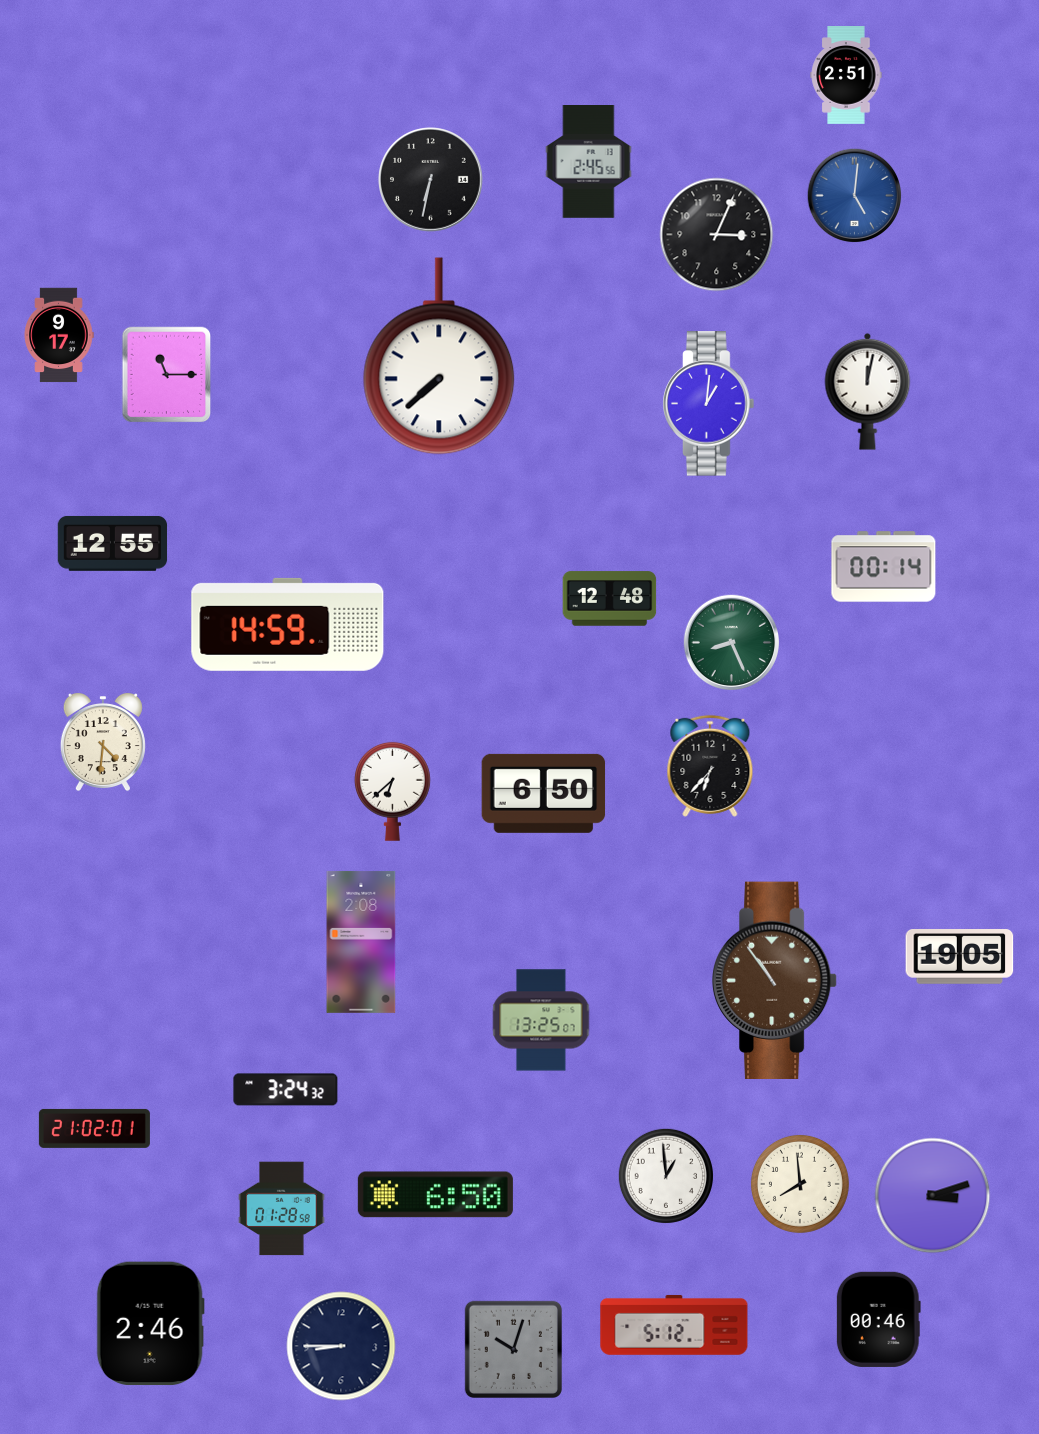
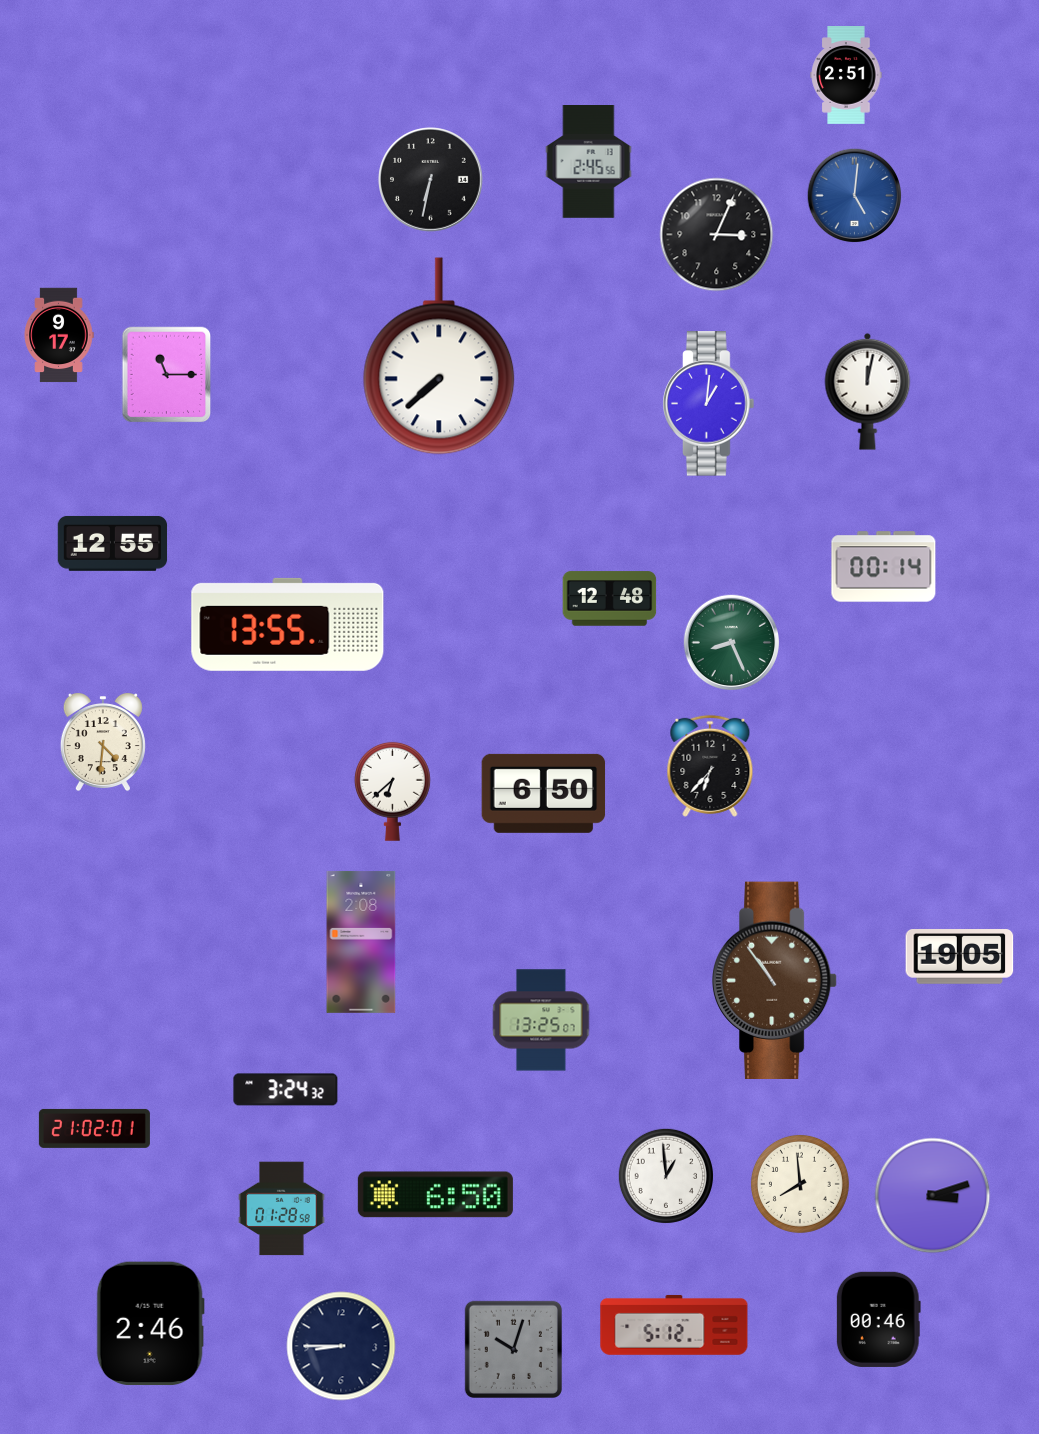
clock at (288, 624): 14:59 -> 13:55
